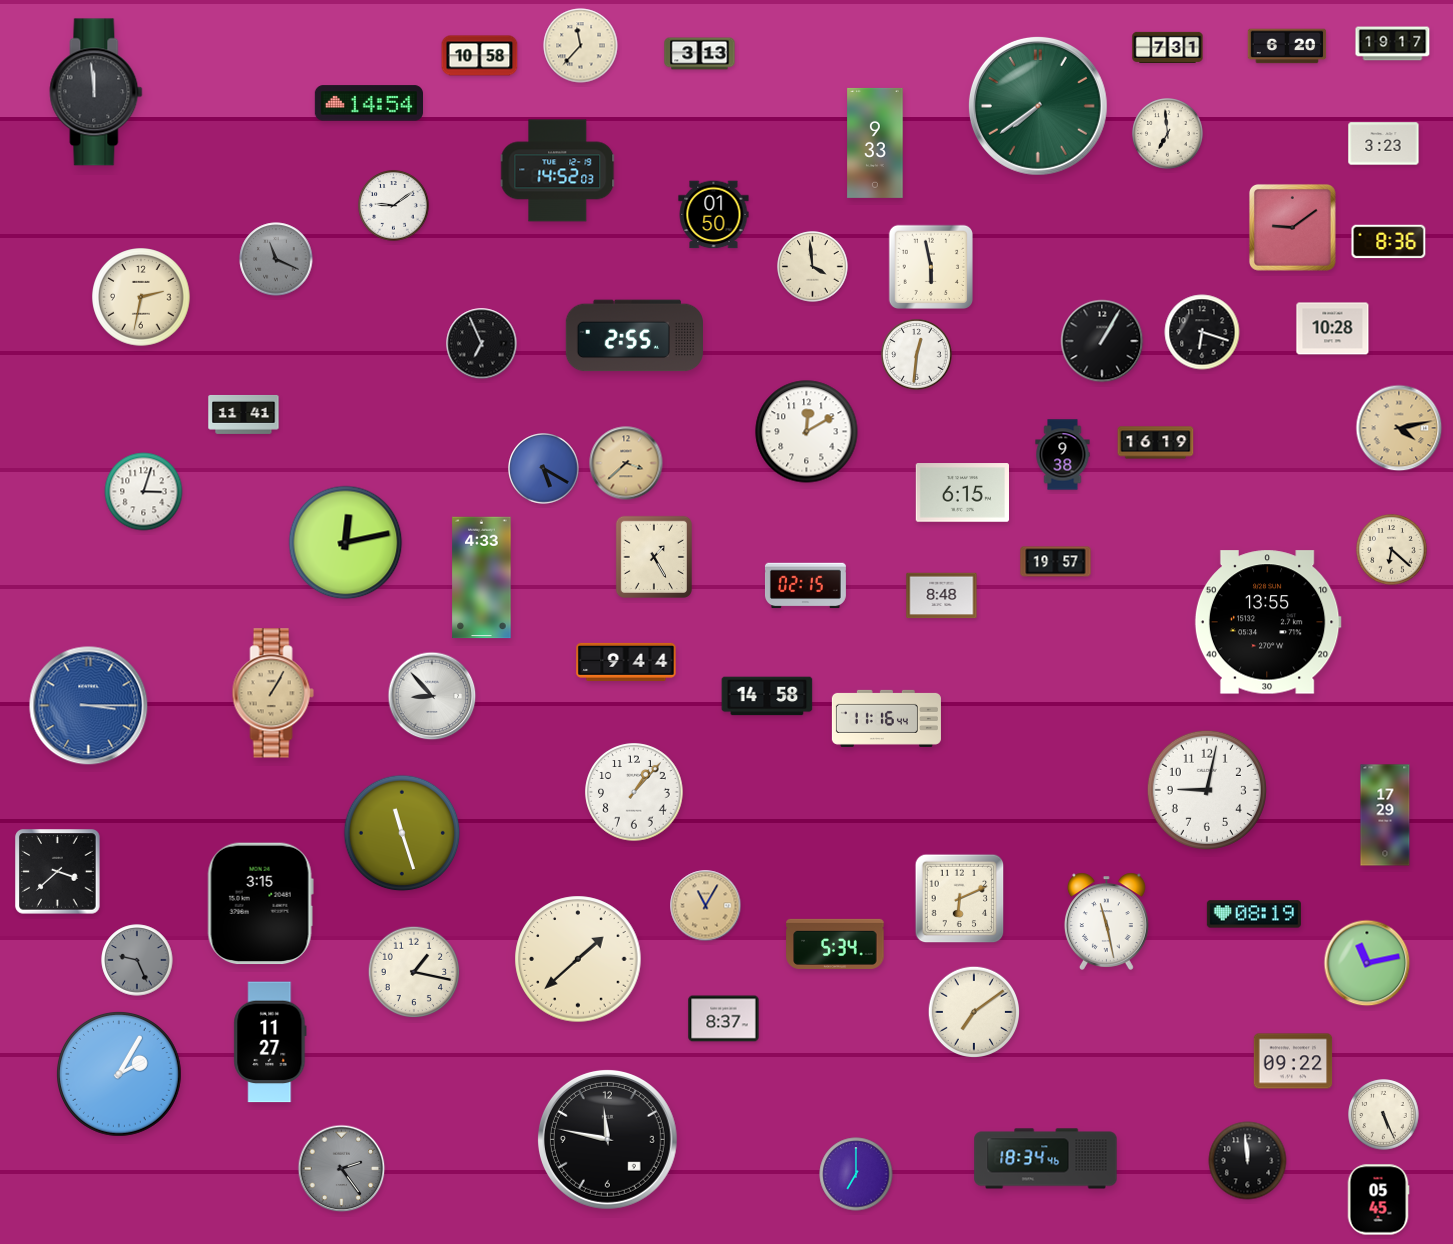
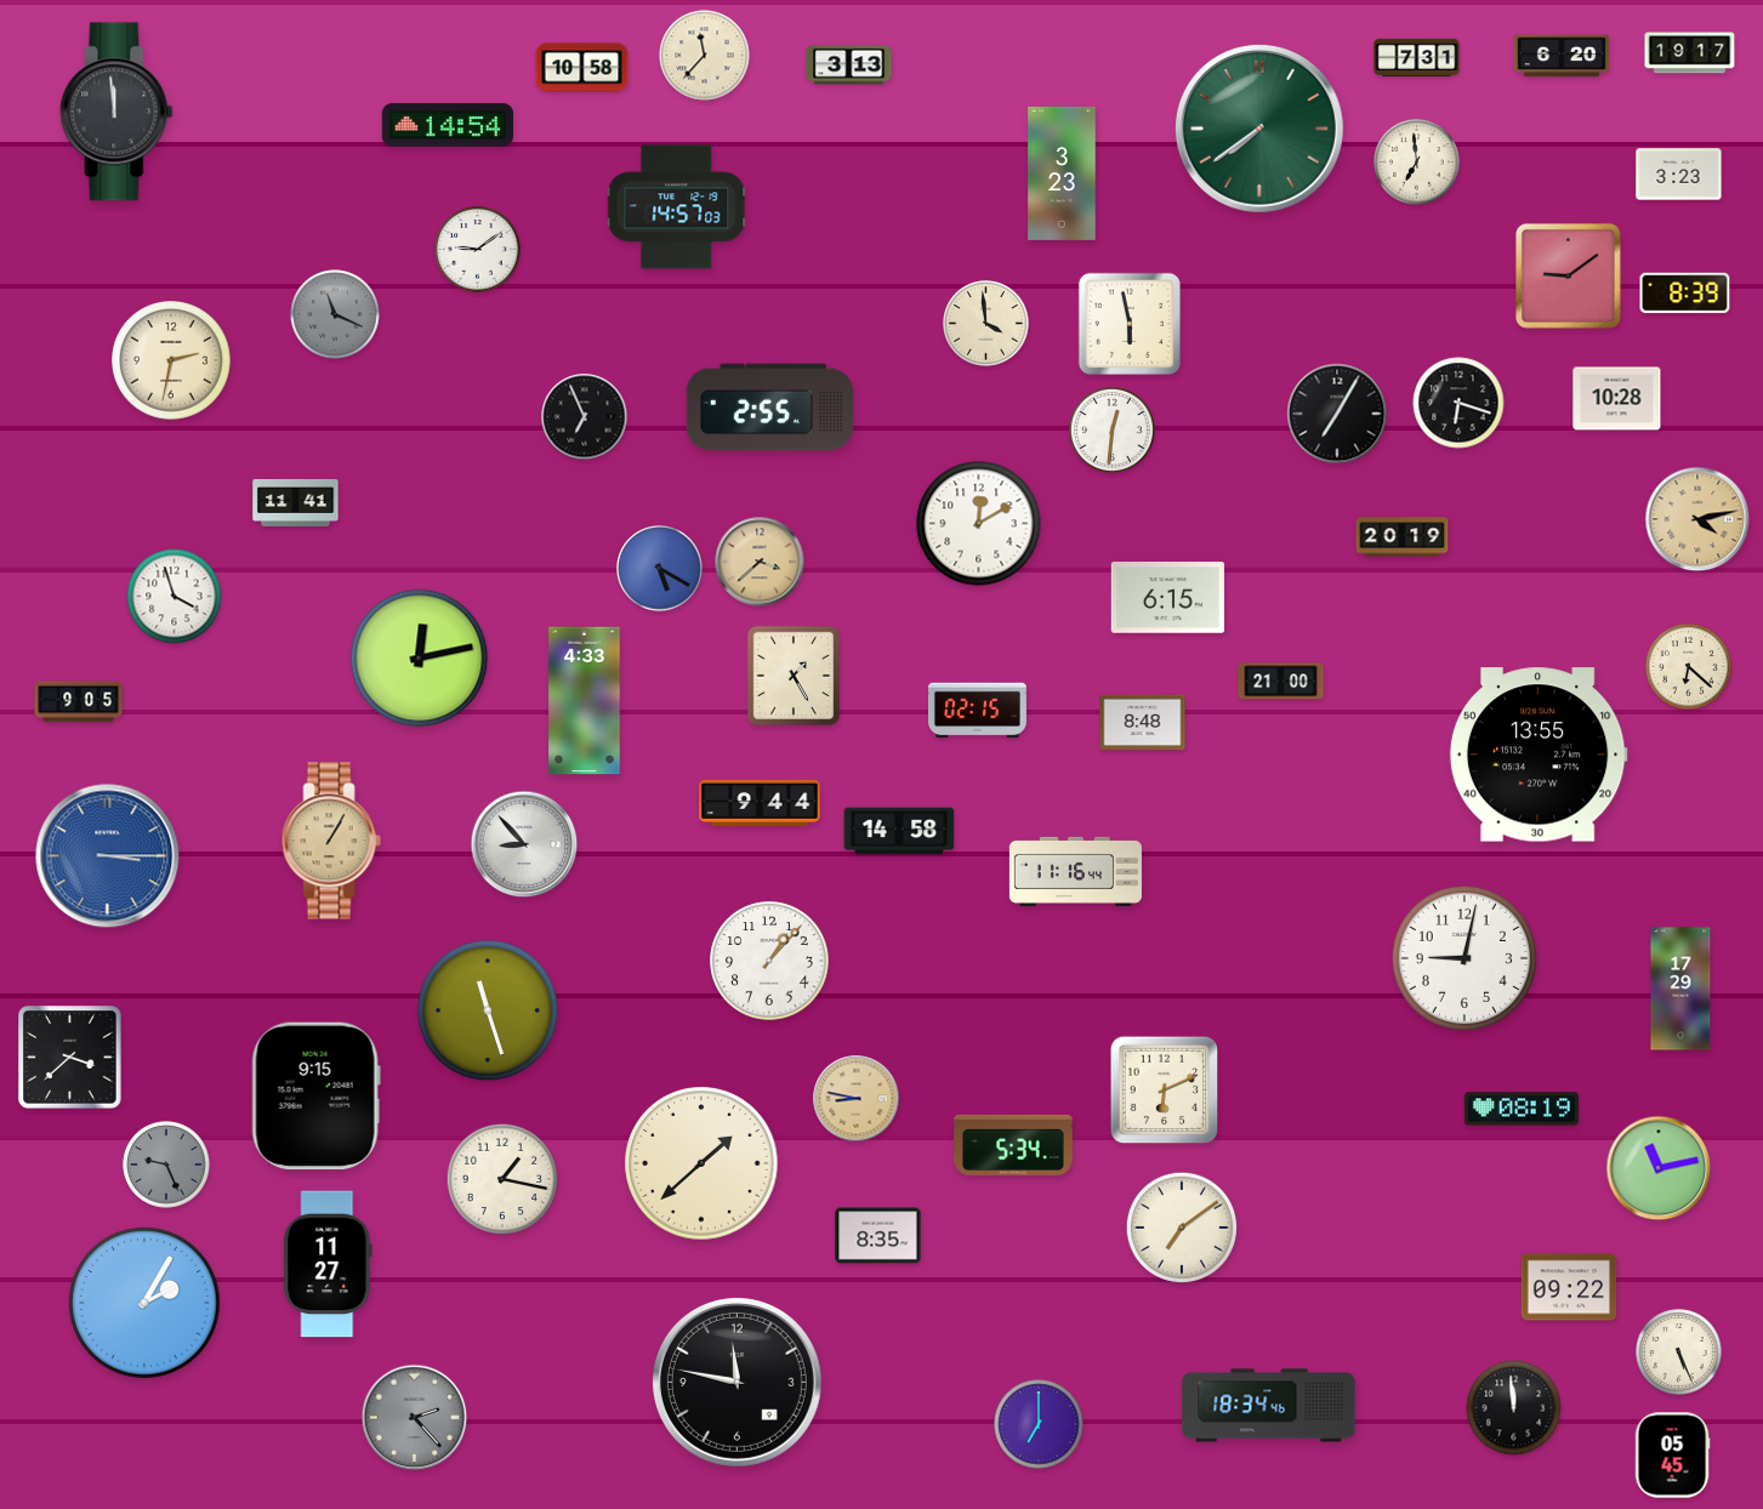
clock at (875, 143): 9:33 -> 3:23
clock at (558, 171): 14:52 -> 14:57
clock at (714, 215): 01:50 -> none
clock at (1389, 242): 8:36 -> 8:39
clock at (1102, 341): 1:05 -> 7:05
clock at (1156, 443): 16:19 -> 20:19
clock at (1063, 455): 9:38 -> none
clock at (144, 492): 3:03 -> 3:57
clock at (1056, 562): 19:57 -> 21:00
clock at (79, 702): none -> 9:05
clock at (767, 696) position: (767, 696) -> (899, 831)
clock at (260, 904): 3:15 -> 9:15
clock at (706, 906): 11:05 -> 8:47
clock at (1106, 921): 11:28 -> none
clock at (724, 1019): 8:37 -> 8:35
clock at (342, 1169): 2:24 -> 2:23
